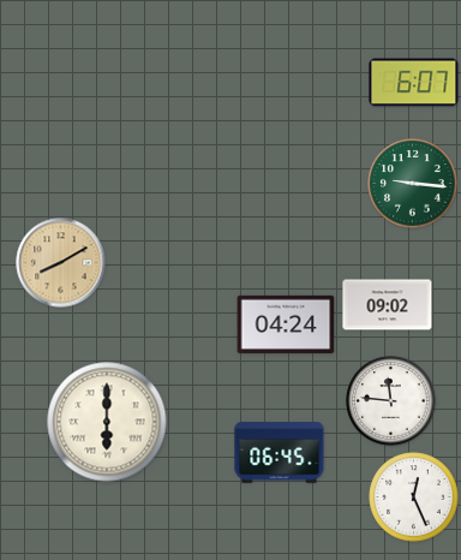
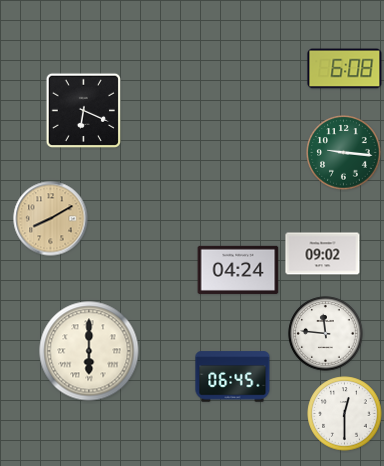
clock at (414, 83): 6:07 -> 6:08
clock at (84, 111): none -> 6:19
clock at (414, 498): 12:26 -> 12:30
